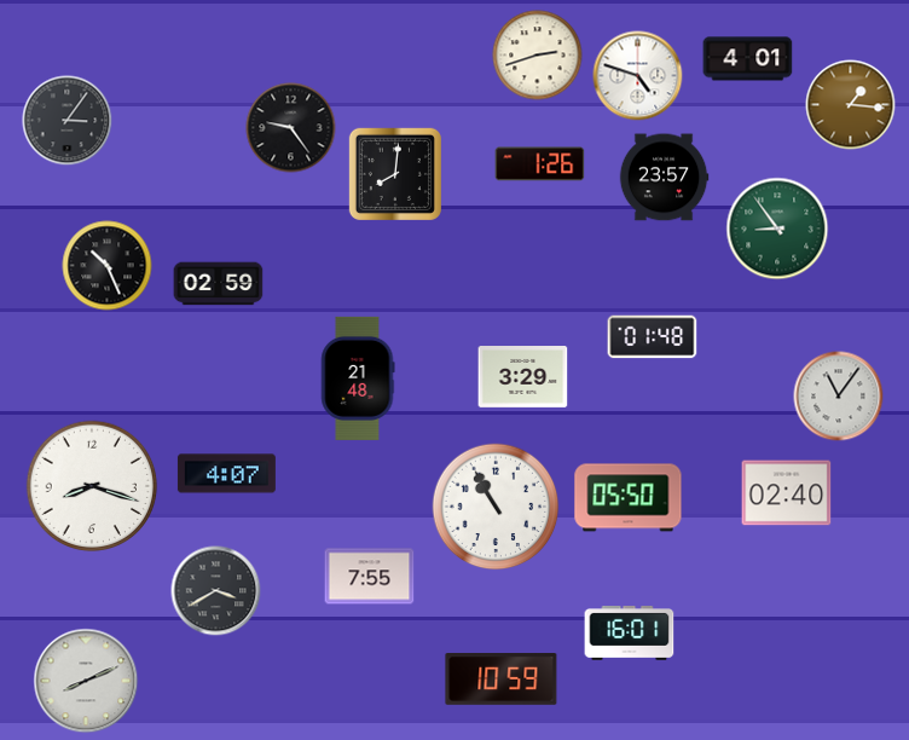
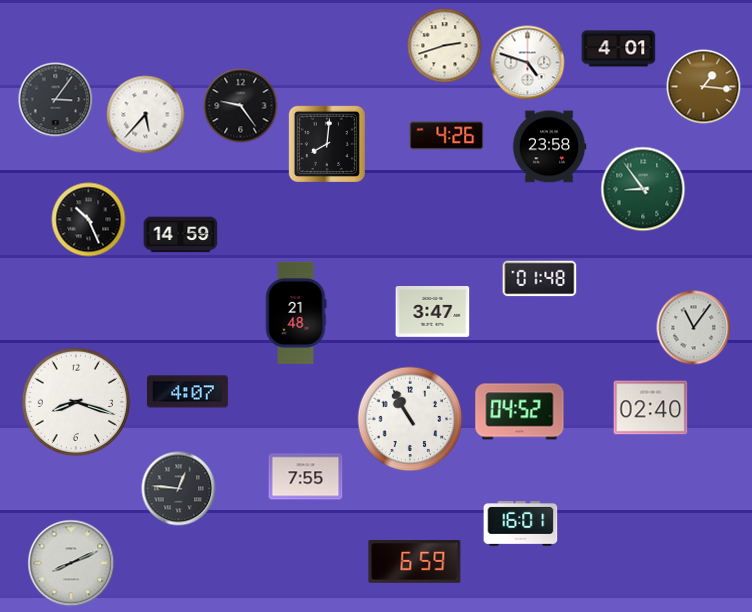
clock at (146, 115): none -> 5:37
clock at (540, 164): 1:26 -> 4:26
clock at (664, 178): 23:57 -> 23:58
clock at (219, 284): 02:59 -> 14:59
clock at (523, 377): 3:29 -> 3:47
clock at (629, 498): 05:50 -> 04:52
clock at (216, 591): 3:40 -> 12:46
clock at (502, 680): 10:59 -> 6:59
